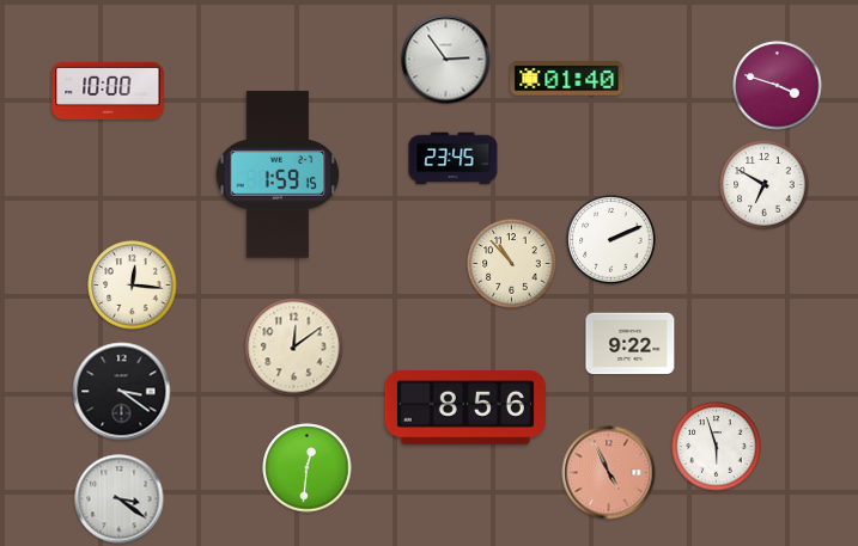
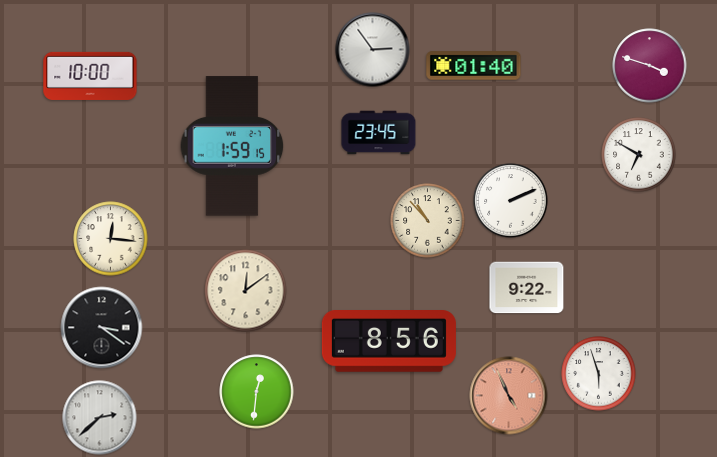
clock at (778, 86) position: (778, 86) -> (650, 66)
clock at (120, 499): 3:21 -> 2:38
